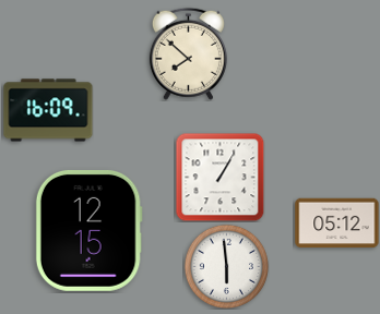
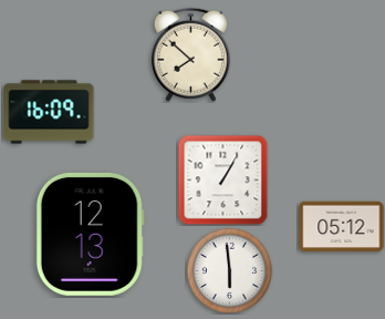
clock at (88, 230): 12:15 -> 12:13
